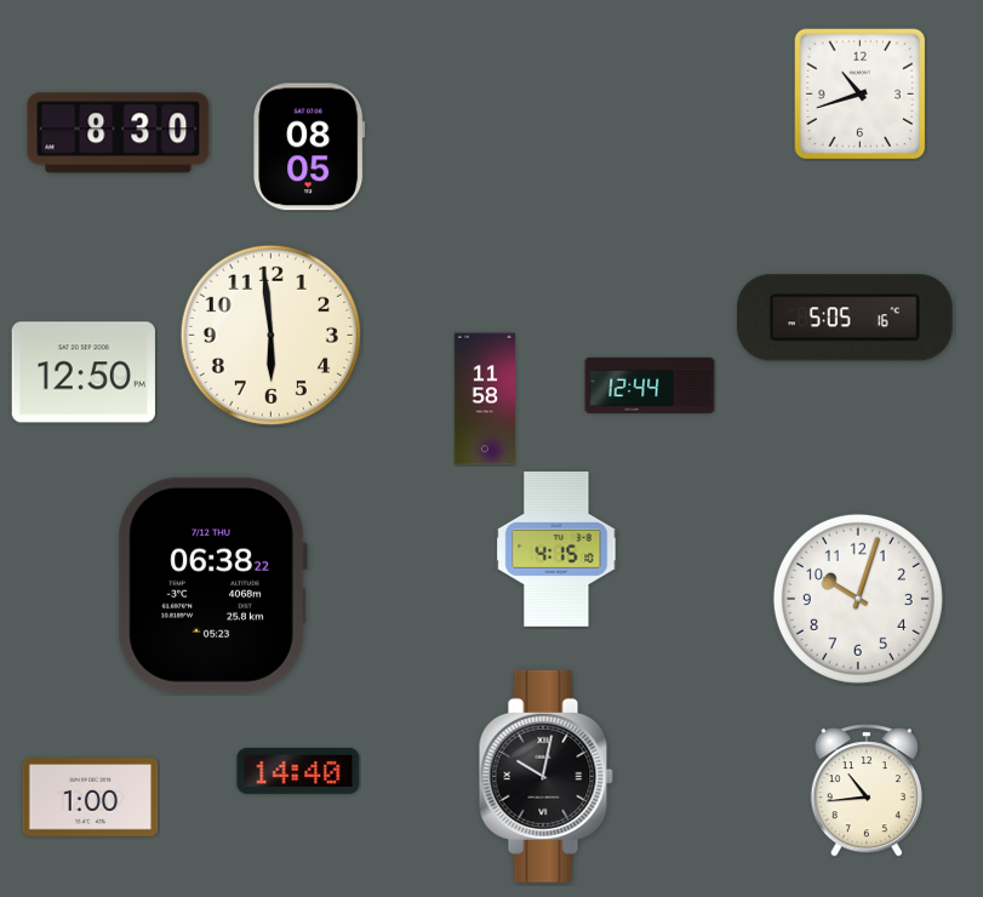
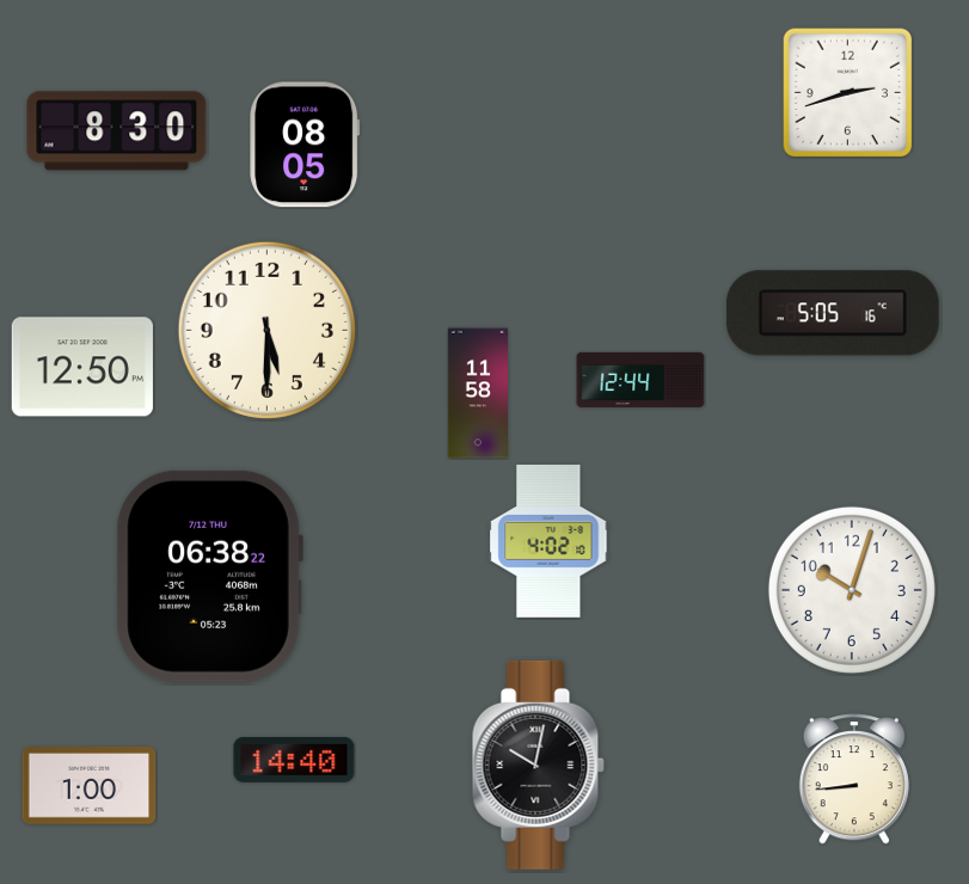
clock at (859, 93): 10:42 -> 2:42
clock at (270, 335): 5:59 -> 5:30
clock at (556, 549): 4:15 -> 4:02
clock at (858, 599) position: (858, 599) -> (852, 590)
clock at (867, 790): 10:44 -> 8:44
